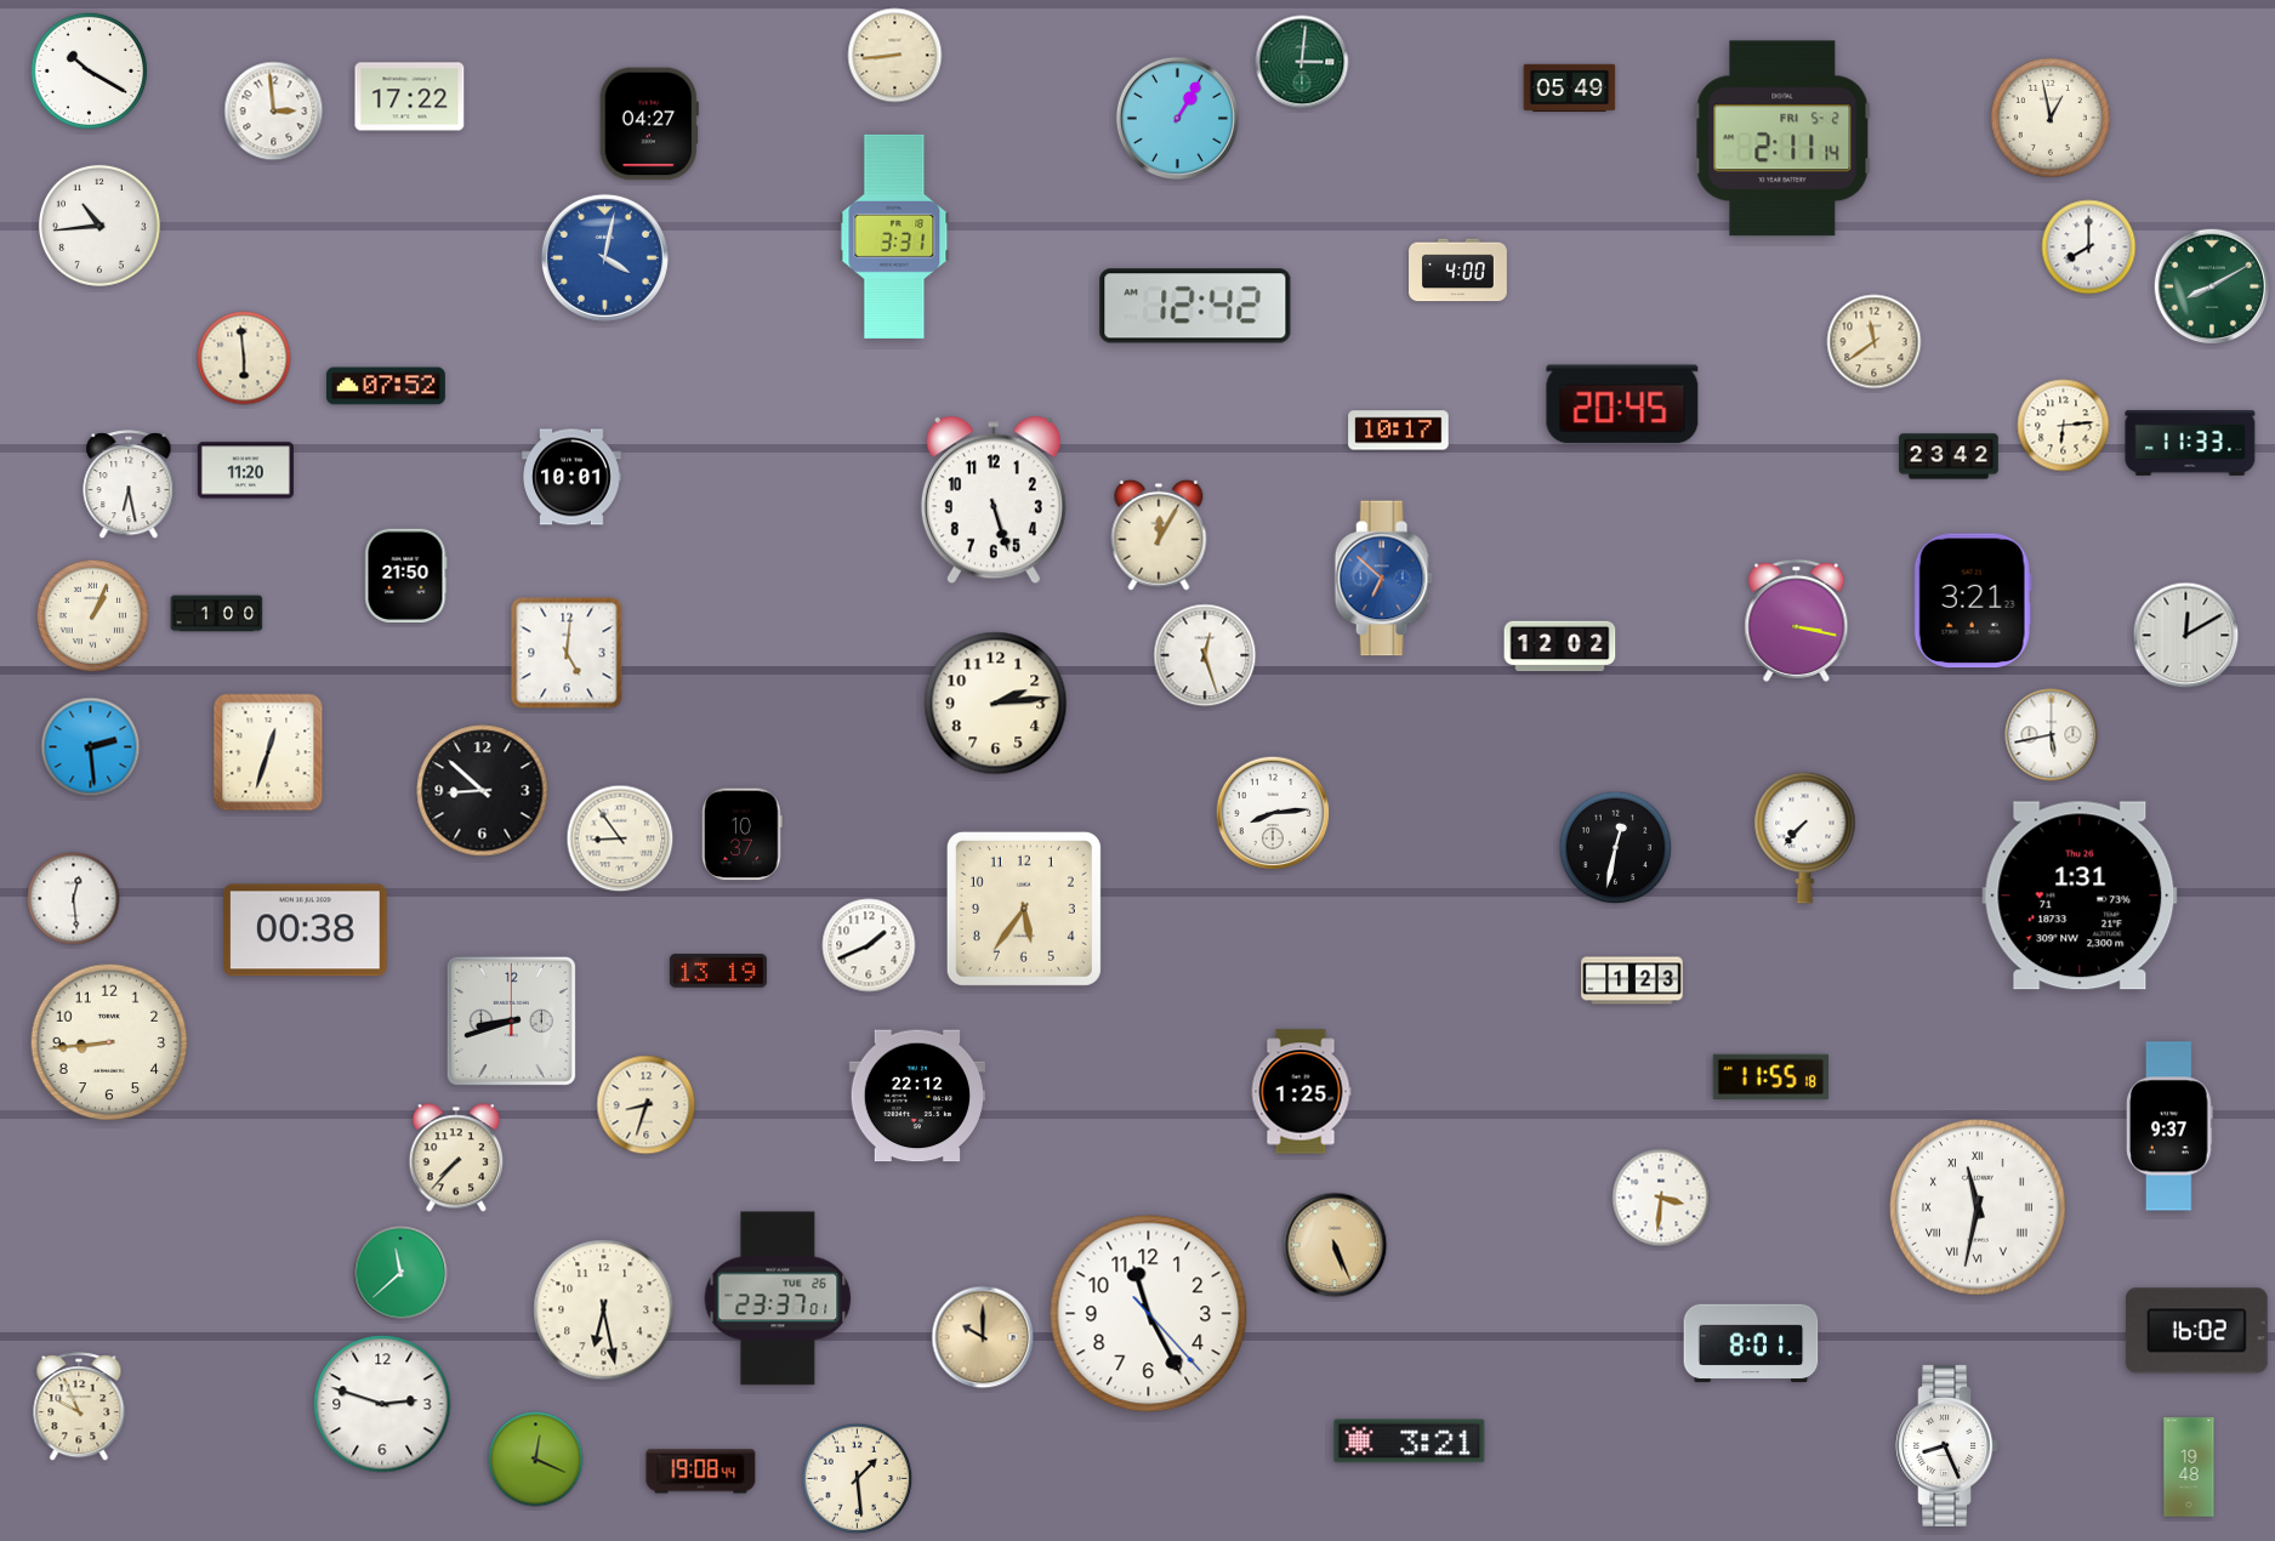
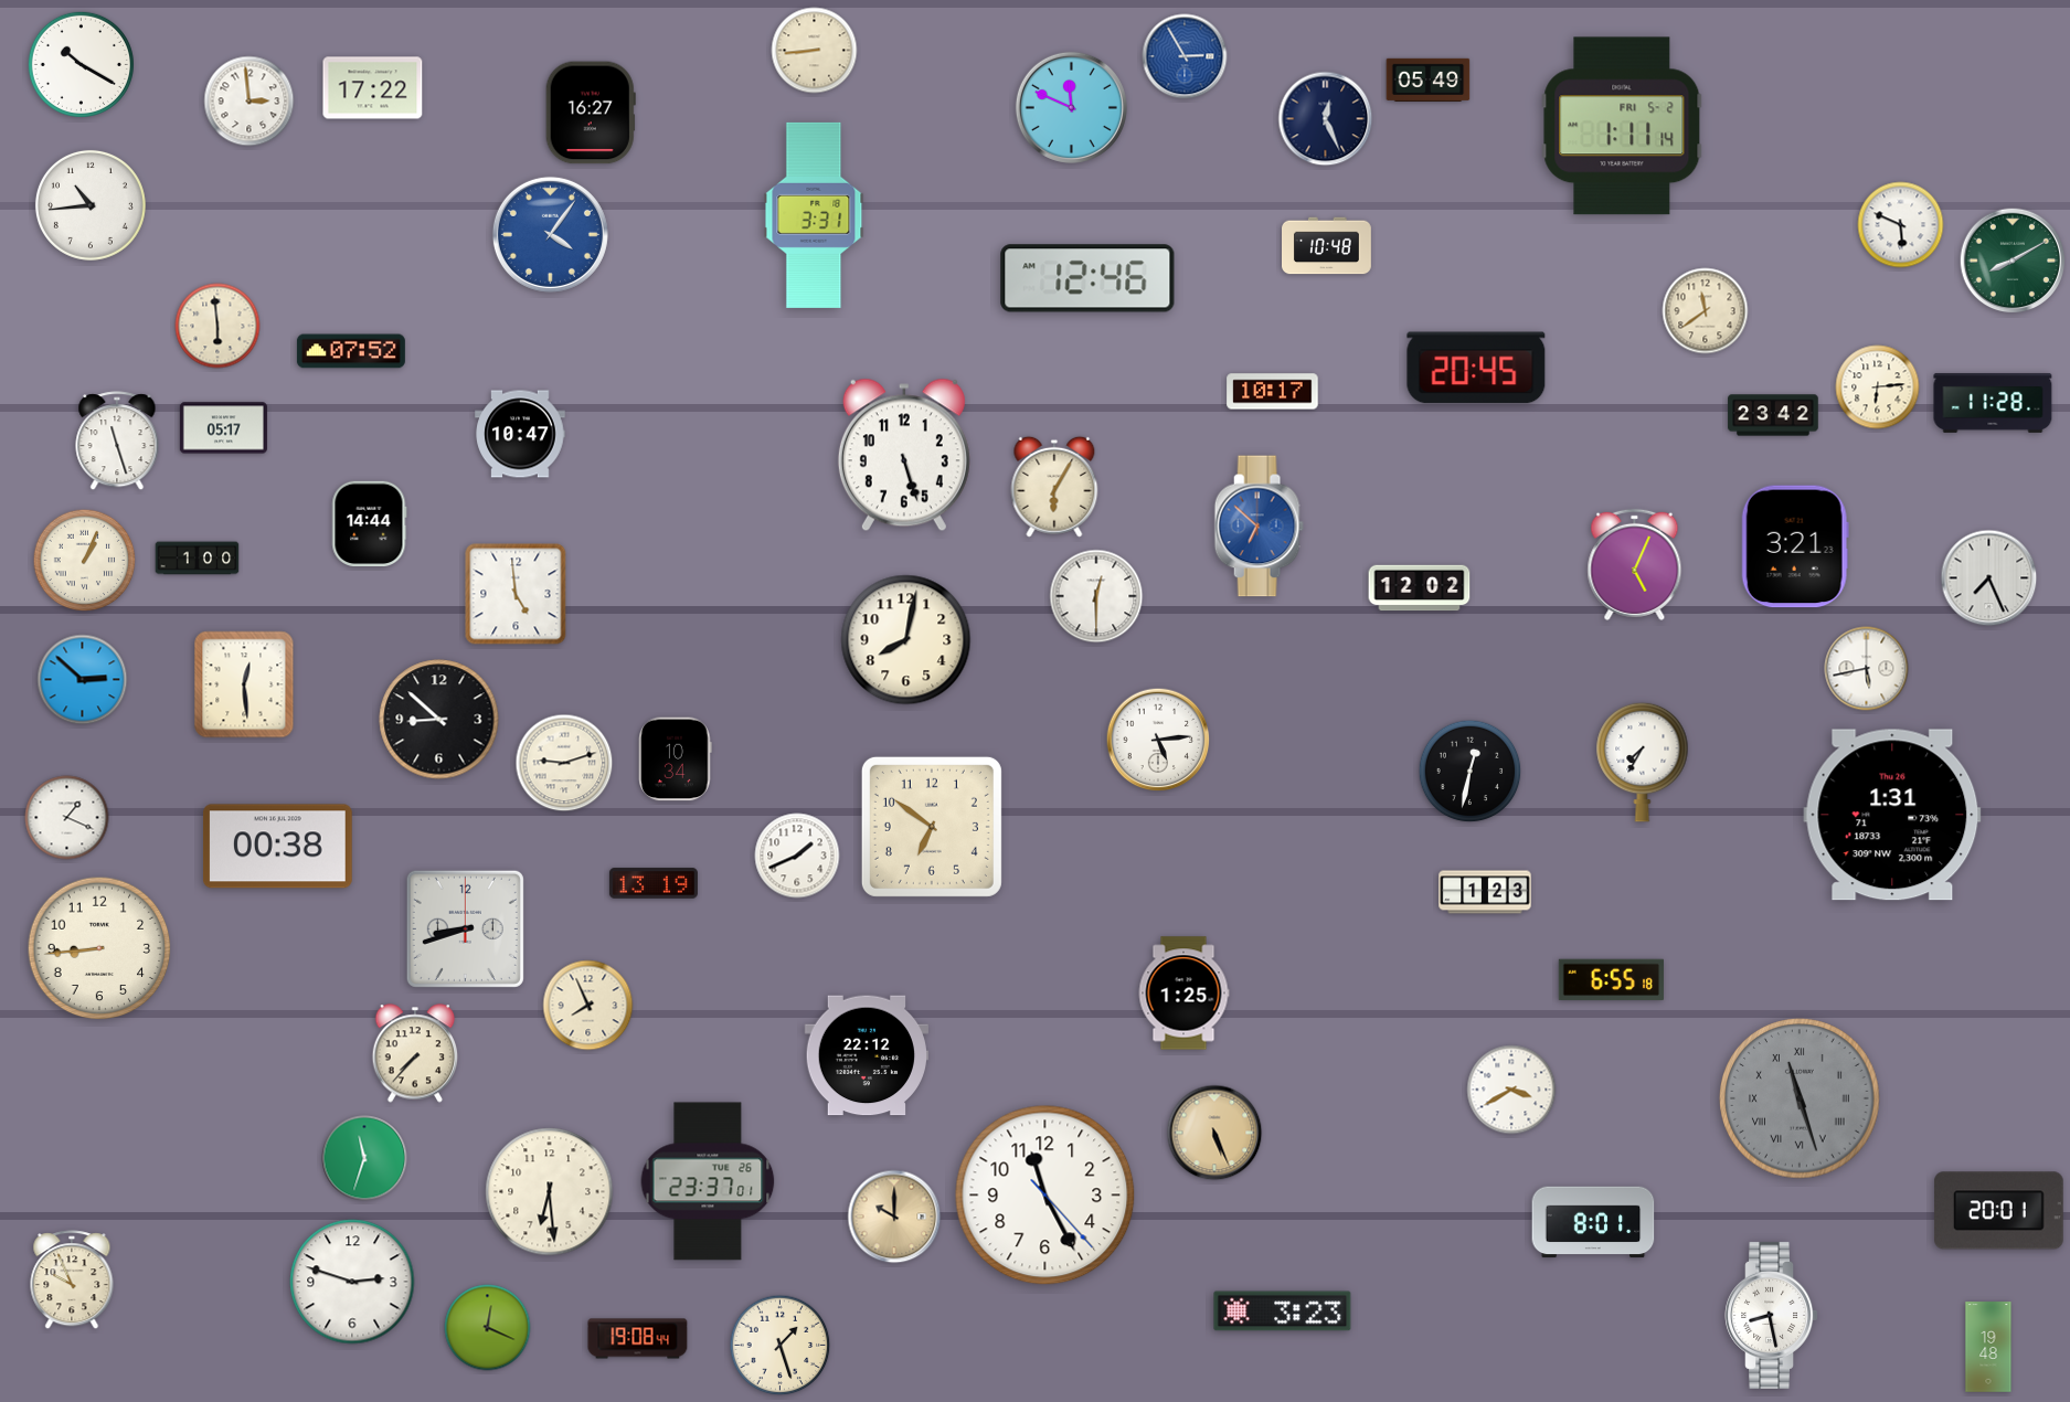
clock at (1302, 62): 3:01 -> 2:55
clock at (1302, 62) dial: green -> blue
clock at (1177, 118): 1:05 -> 11:49
clock at (2051, 118): 12:58 -> none
clock at (649, 124): 04:27 -> 16:27
clock at (1326, 119): none -> 12:26
clock at (1782, 138): 2:11 -> 1:11
clock at (2089, 248): 8:00 -> 5:49
clock at (604, 257): 4:02 -> 4:06
clock at (1458, 271): 4:00 -> 10:48
clock at (1195, 306): 12:42 -> 12:46
clock at (244, 358) position: (244, 358) -> (217, 326)
clock at (2190, 443): 11:33 -> 11:28
clock at (245, 471): 11:20 -> 05:17
clock at (571, 477): 10:01 -> 10:47
clock at (129, 485): 6:28 -> 11:27
clock at (1159, 535): 12:05 -> 6:05
clock at (406, 576): 21:50 -> 14:44
clock at (1797, 620): 3:17 -> 5:04
clock at (2186, 636): 12:10 -> 7:26
clock at (567, 653): 5:01 -> 4:59
clock at (1205, 655): 12:27 -> 12:30
clock at (996, 704): 2:14 -> 8:02
clock at (91, 747): 2:29 -> 2:52
clock at (268, 752): 12:33 -> 12:29
clock at (1273, 813): 8:14 -> 5:14
clock at (743, 835): 10:37 -> 10:34
clock at (1805, 837): 7:37 -> 7:35
clock at (620, 838): 8:54 -> 9:12
clock at (74, 899): 12:29 -> 1:19
clock at (1024, 909): 5:36 -> 6:51
clock at (869, 945) position: (869, 945) -> (797, 856)
clock at (1770, 1077): 11:55 -> 6:55
clock at (917, 1096) position: (917, 1096) -> (867, 1055)
clock at (647, 1105): 8:33 -> 7:56
clock at (2169, 1126): 9:37 -> none
clock at (1661, 1198): 3:31 -> 3:40
clock at (1978, 1207): 11:32 -> 11:27
clock at (1978, 1207) dial: white -> grey
clock at (400, 1273): 11:38 -> 11:33
clock at (604, 1310): 6:28 -> 6:29
clock at (2196, 1331): 16:02 -> 20:01
clock at (382, 1404) position: (382, 1404) -> (352, 1282)
clock at (1410, 1442): 3:21 -> 3:23
clock at (1947, 1445): 8:26 -> 8:28
clock at (2189, 1467) position: (2189, 1467) -> (1988, 1347)
clock at (858, 1479): 1:29 -> 1:27
